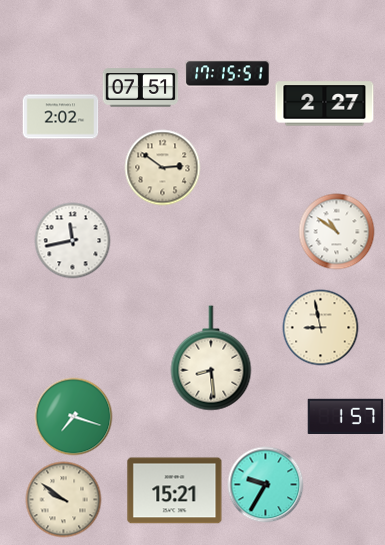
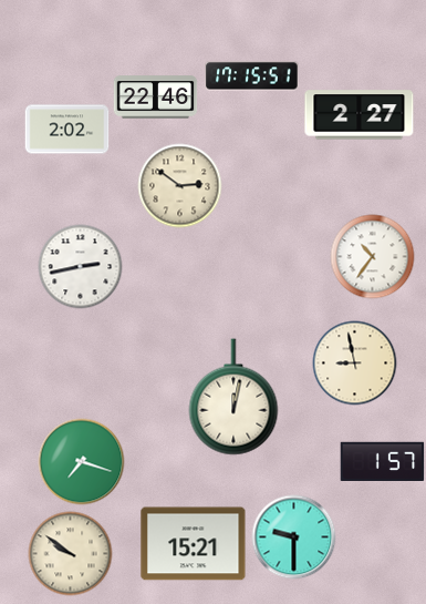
clock at (228, 74) position: (228, 74) -> (252, 76)
clock at (141, 88): 07:51 -> 22:46
clock at (337, 232): 10:51 -> 10:36
clock at (73, 241): 11:43 -> 2:43
clock at (211, 358): 8:29 -> 12:02
clock at (266, 485): 9:35 -> 9:30
